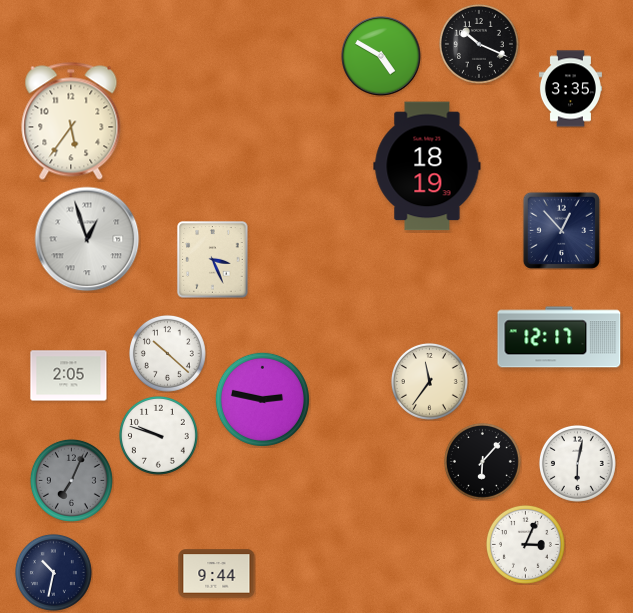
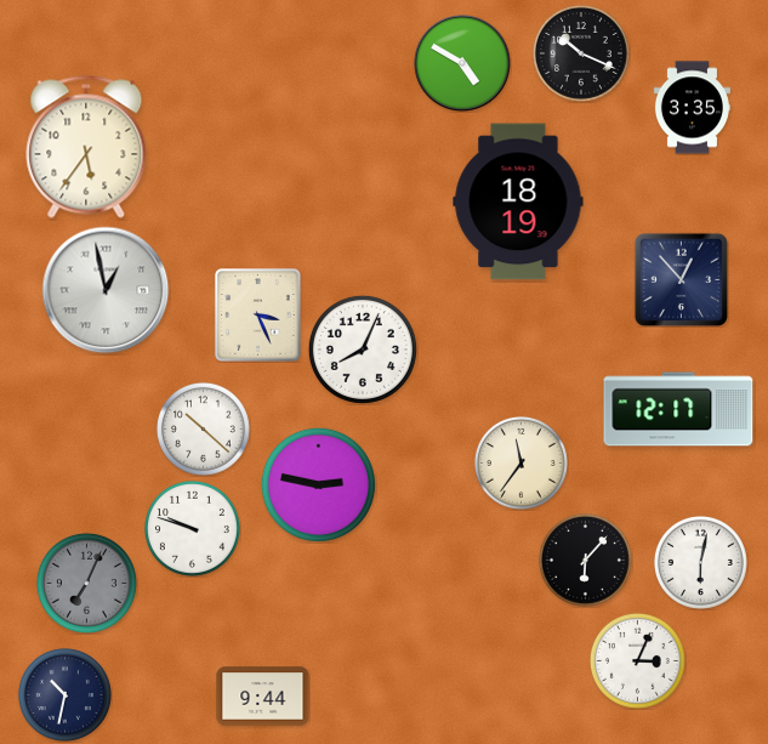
clock at (381, 56) position: (381, 56) -> (462, 63)
clock at (87, 239): 12:57 -> 12:58
clock at (363, 350): none -> 8:04
clock at (69, 376): 2:05 -> none
